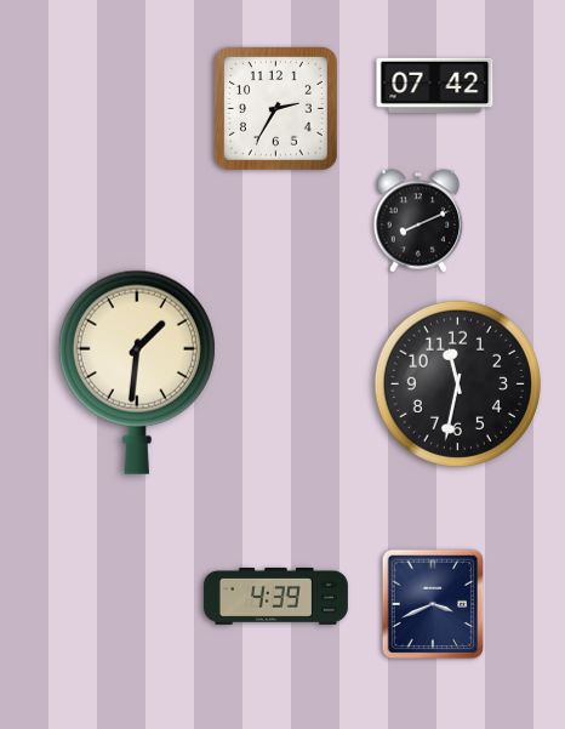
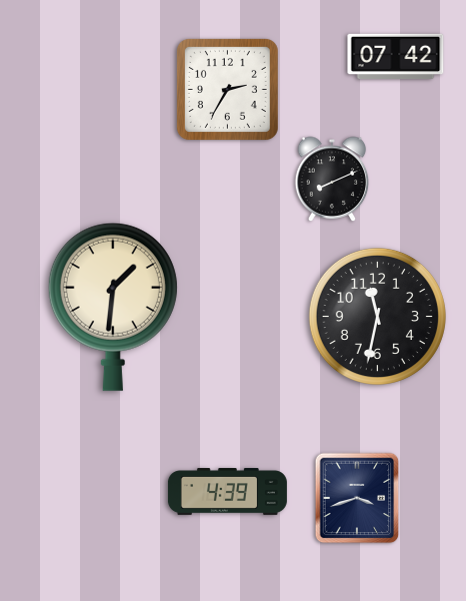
clock at (435, 85) position: (435, 85) -> (396, 56)
clock at (418, 221) position: (418, 221) -> (332, 179)
clock at (433, 604): 3:41 -> 3:42
